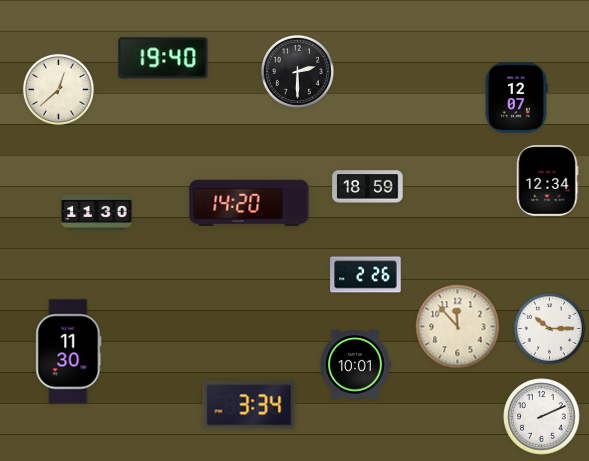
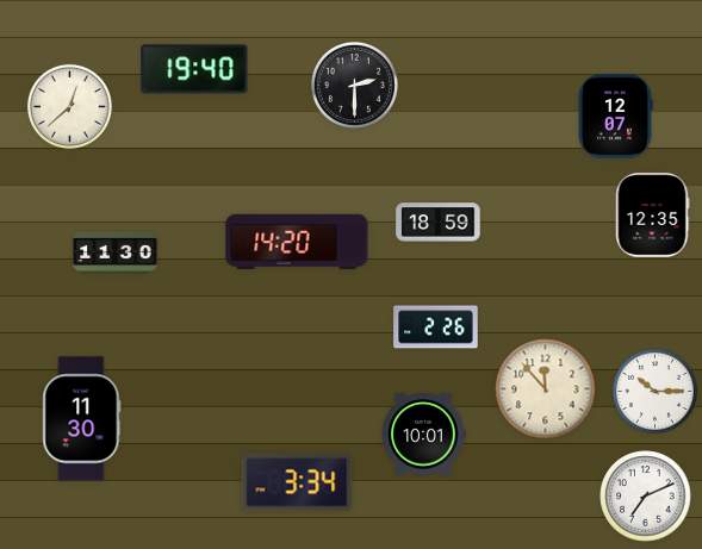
clock at (547, 181): 12:34 -> 12:35
clock at (542, 417): 2:11 -> 7:11
